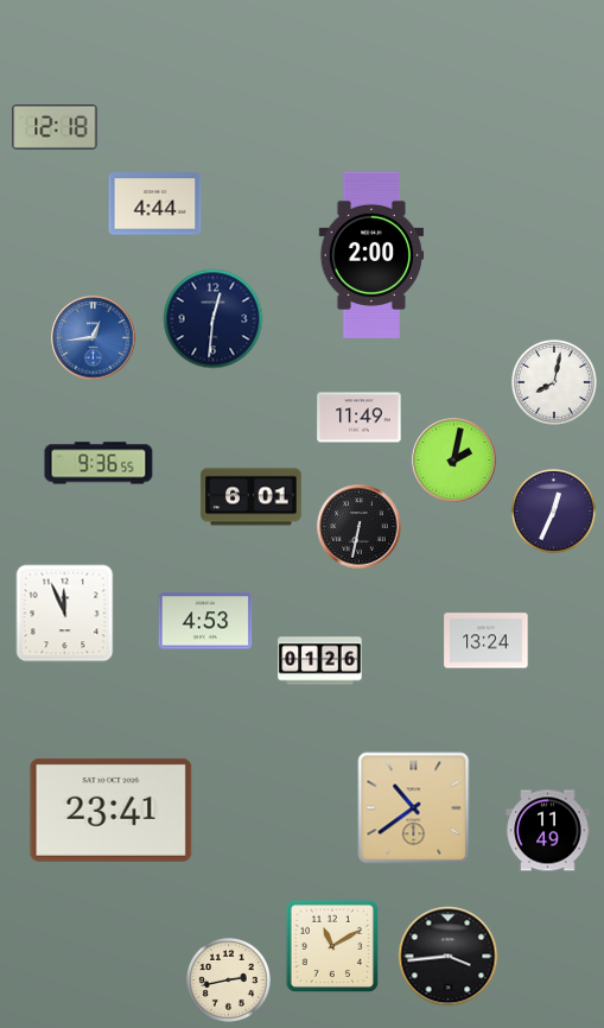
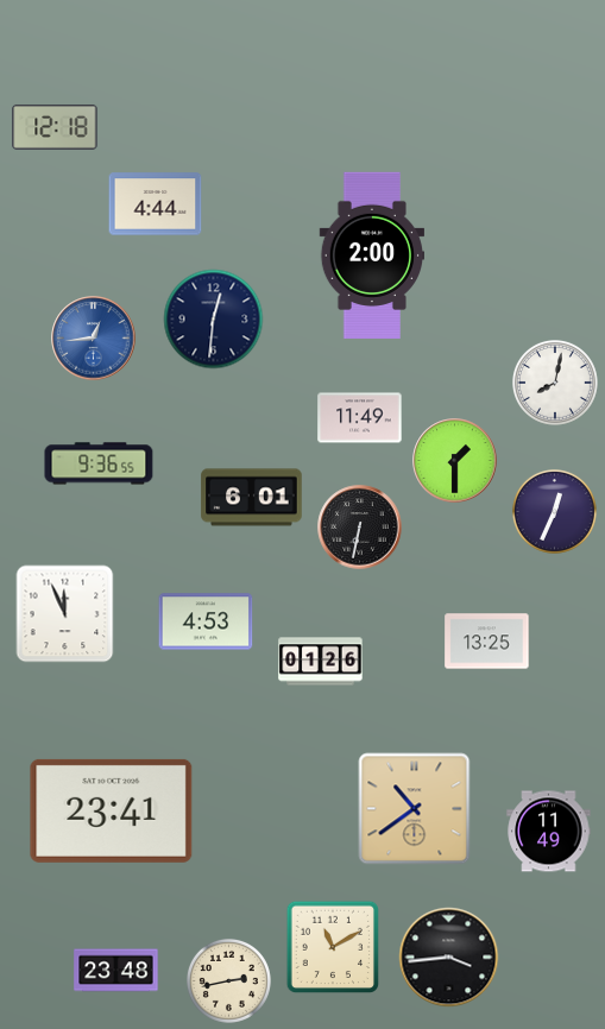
clock at (454, 461): 2:02 -> 1:30
clock at (487, 641): 13:24 -> 13:25
clock at (116, 971): none -> 23:48
